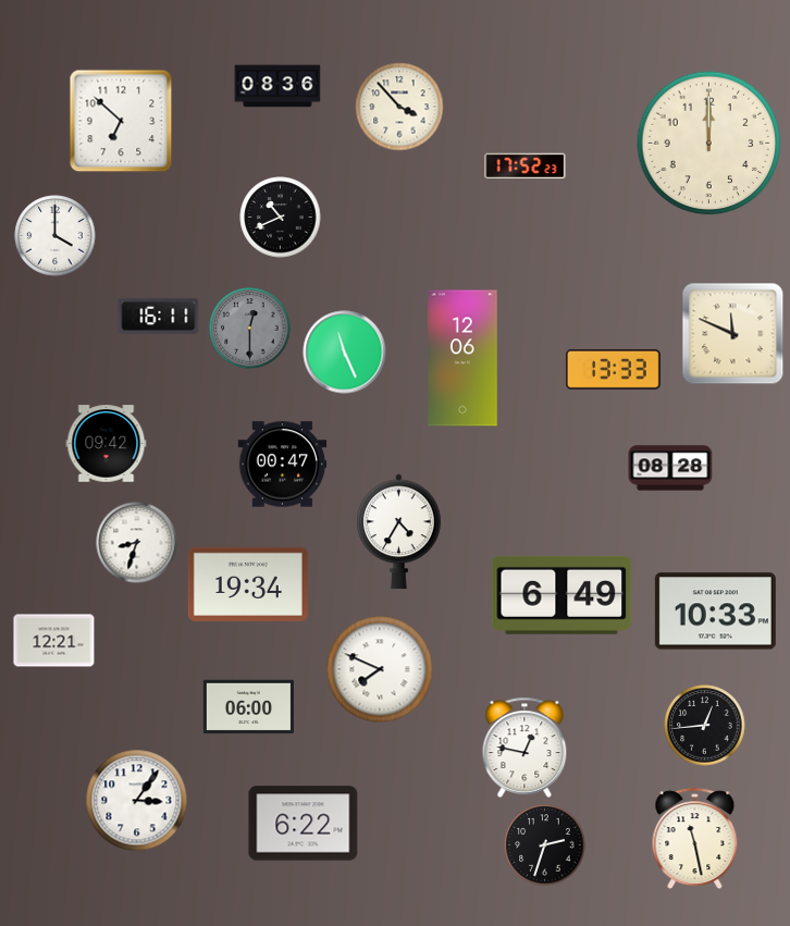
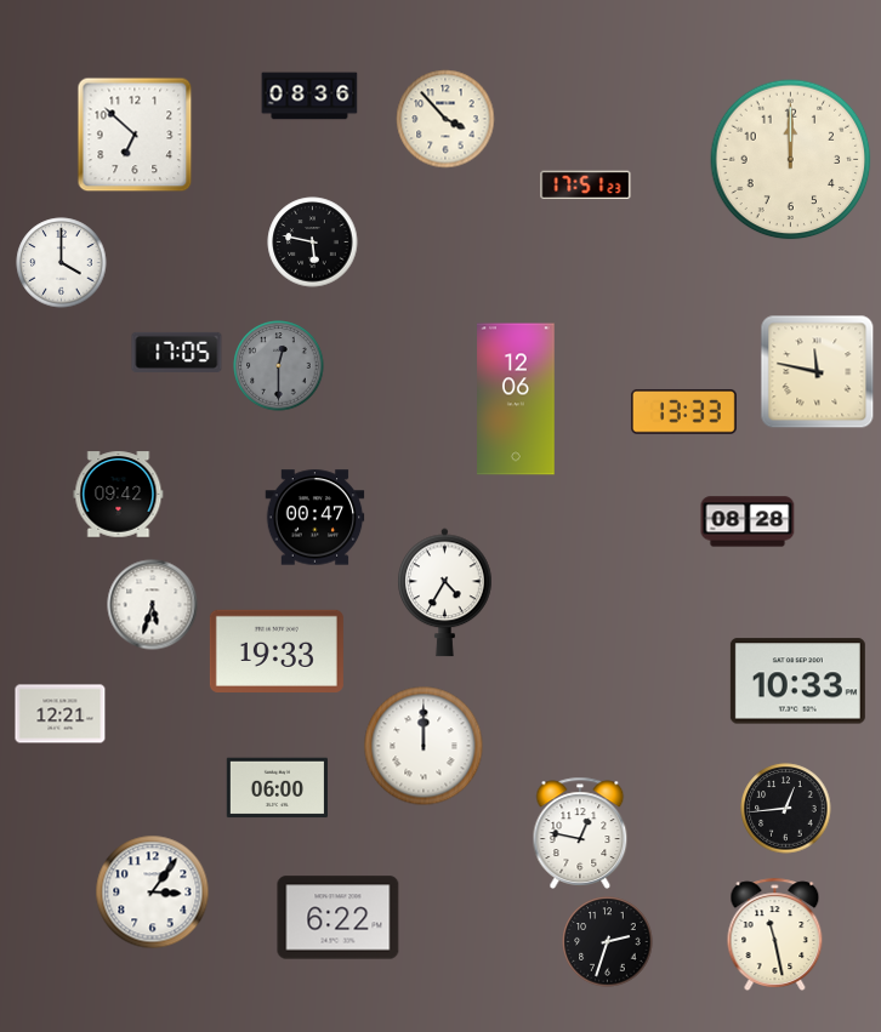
clock at (526, 166): 17:52 -> 17:51
clock at (281, 218): 10:41 -> 5:47
clock at (159, 316): 16:11 -> 17:05
clock at (733, 334): 11:49 -> 11:47
clock at (345, 353): 11:26 -> none
clock at (137, 543): 8:33 -> 5:33
clock at (248, 584): 19:34 -> 19:33
clock at (561, 595): 6:49 -> none
clock at (380, 669): 7:49 -> 12:00
clock at (524, 748) position: (524, 748) -> (580, 833)
